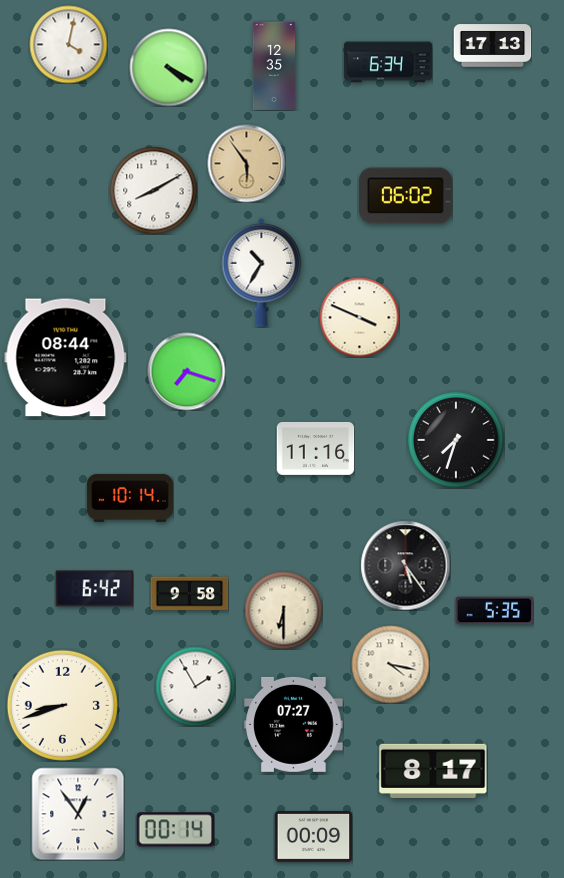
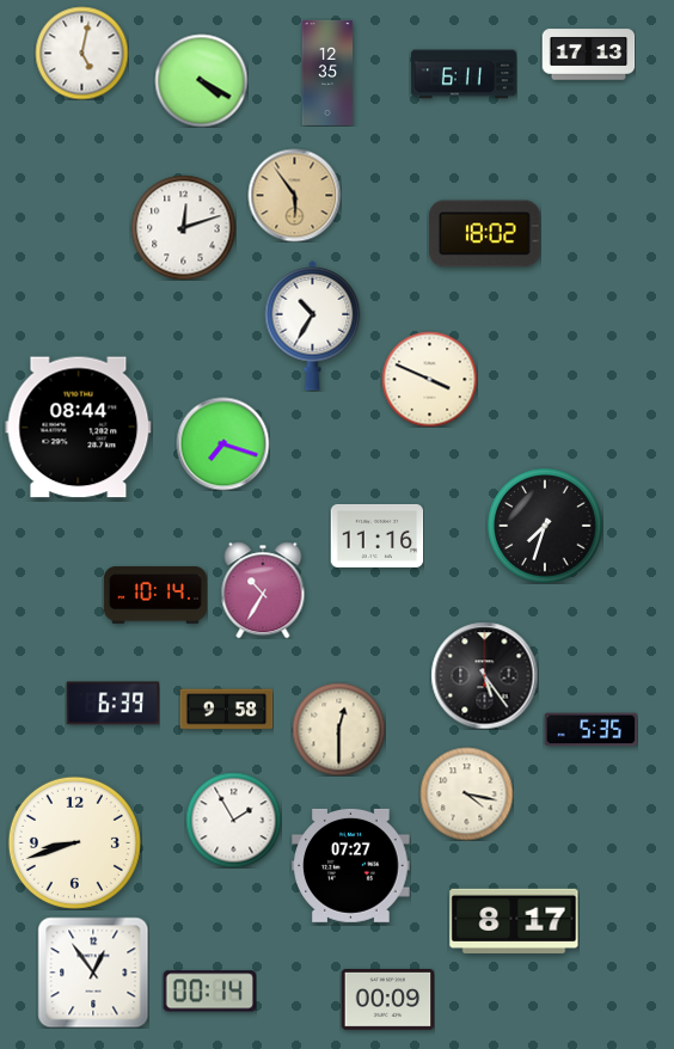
clock at (68, 44): 4:02 -> 5:02
clock at (388, 62): 6:34 -> 6:11
clock at (274, 66) position: (274, 66) -> (327, 73)
clock at (153, 190): 8:10 -> 12:12
clock at (405, 196): 06:02 -> 18:02
clock at (263, 590): none -> 10:35
clock at (94, 589): 6:42 -> 6:39
clock at (283, 610): 6:30 -> 12:30
clock at (433, 771) position: (433, 771) -> (514, 921)
clock at (313, 836) position: (313, 836) -> (387, 999)
